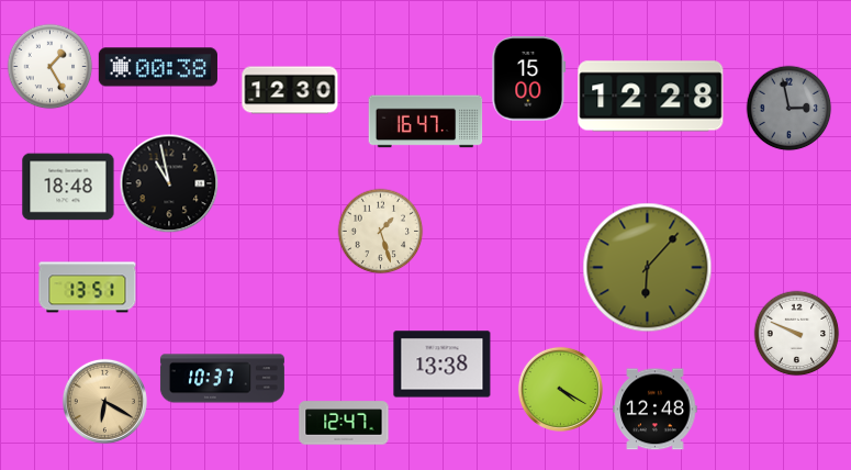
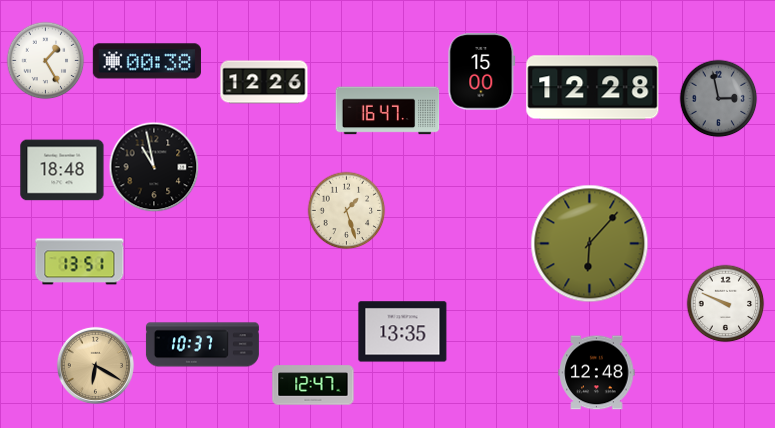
clock at (158, 67) position: (158, 67) -> (147, 61)
clock at (290, 90): 12:30 -> 12:26
clock at (443, 365): 13:38 -> 13:35
clock at (560, 389): 4:20 -> none
